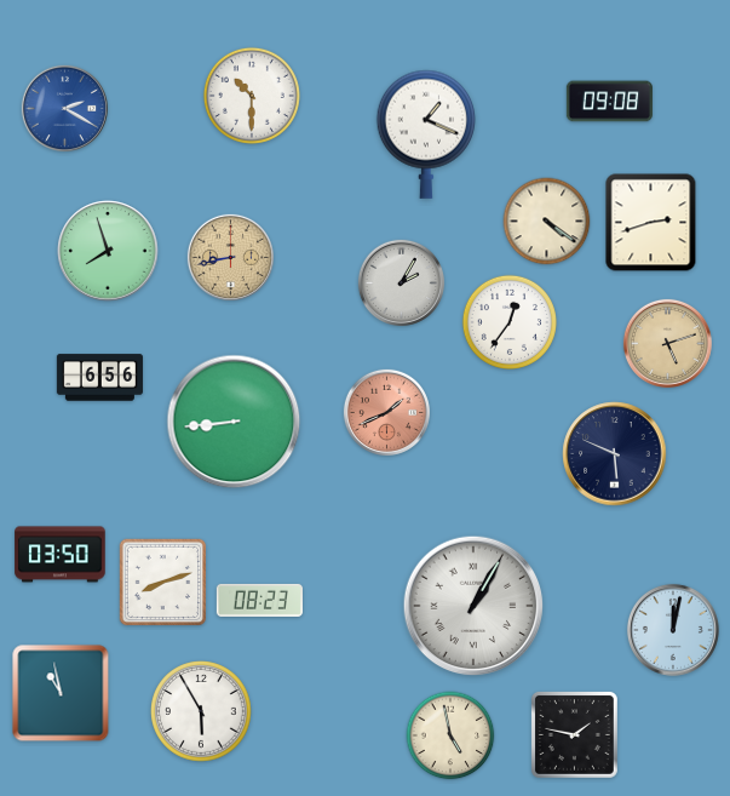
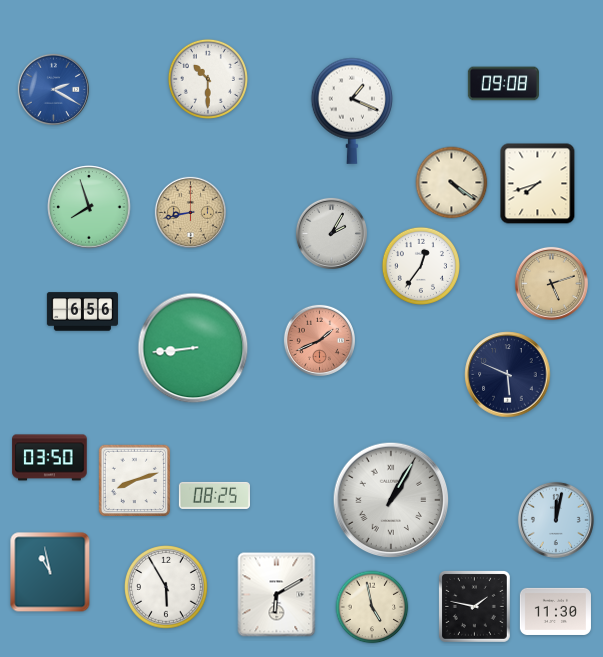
clock at (651, 223): 2:42 -> 7:42
clock at (259, 600): 08:23 -> 08:25
clock at (277, 595): none -> 6:10
clock at (555, 611): none -> 11:30
